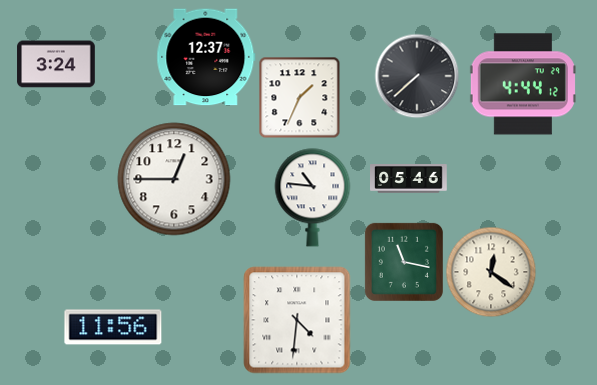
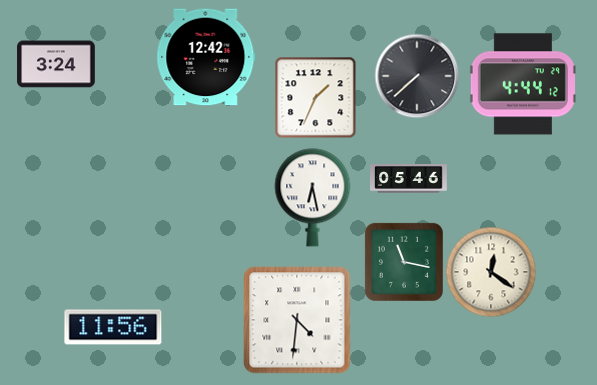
clock at (206, 57): 12:37 -> 12:42
clock at (299, 97) position: (299, 97) -> (315, 97)
clock at (174, 179): 12:45 -> none
clock at (313, 198): 10:46 -> 6:28
